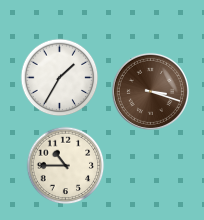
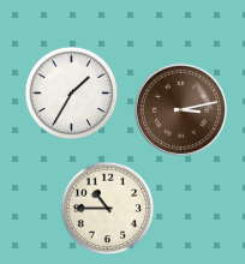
clock at (150, 91): 3:18 -> 3:13
clock at (65, 165) position: (65, 165) -> (107, 208)
